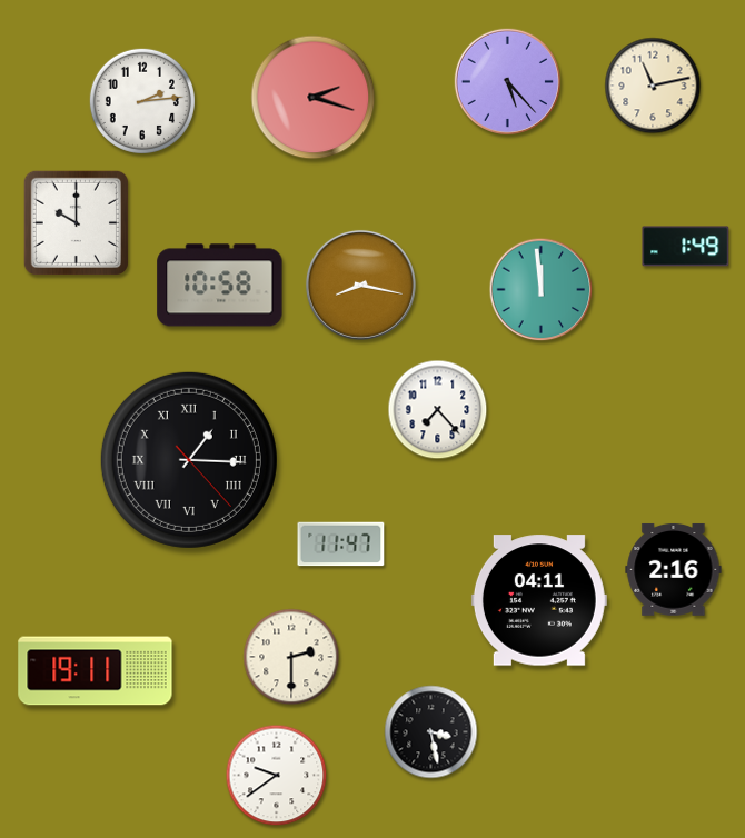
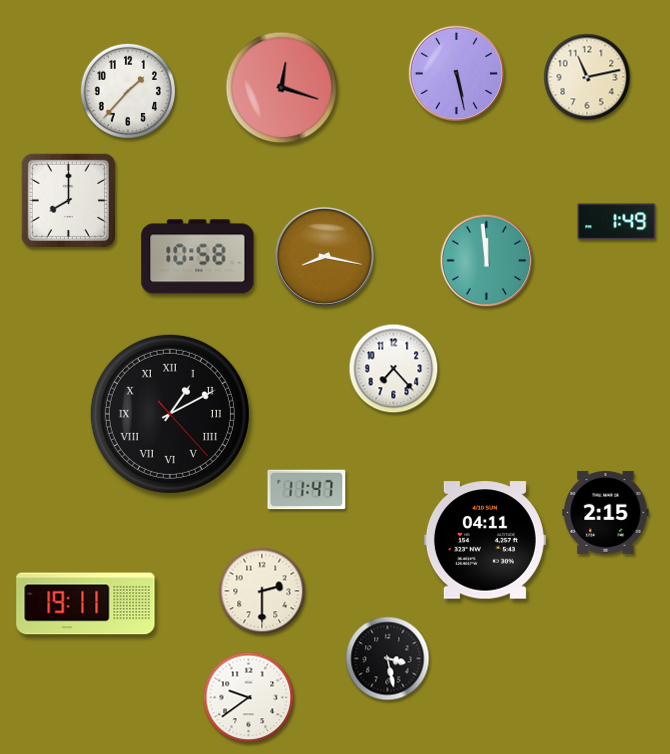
clock at (507, 81): 5:23 -> 5:28
clock at (314, 98): 2:18 -> 12:18
clock at (142, 101): 2:14 -> 1:37
clock at (76, 222): 10:00 -> 8:00
clock at (189, 460): 1:15 -> 1:10
clock at (674, 569): 2:16 -> 2:15
